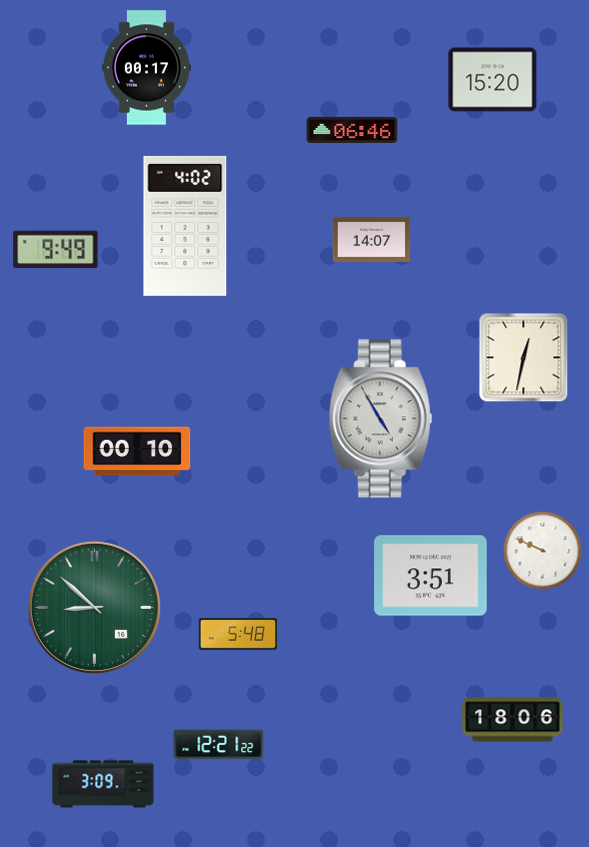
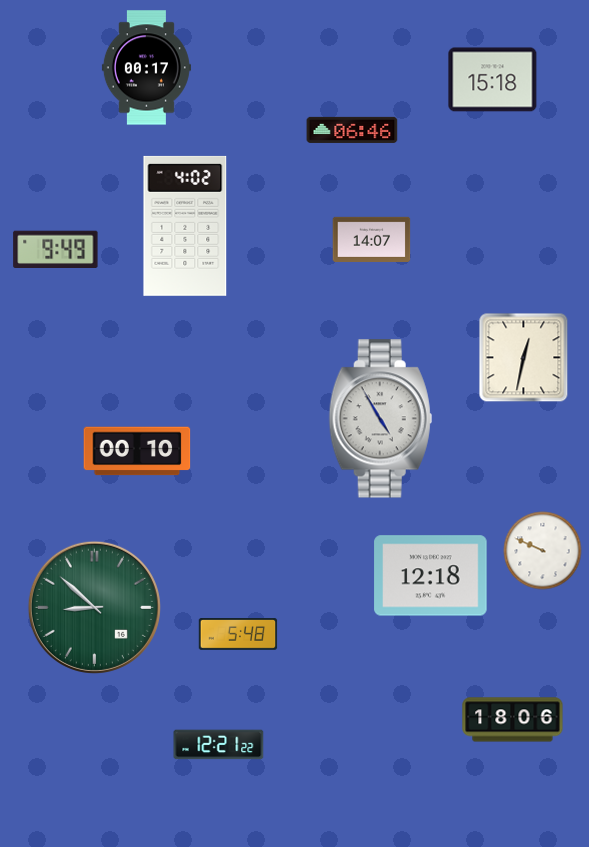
clock at (493, 80): 15:20 -> 15:18
clock at (431, 576): 3:51 -> 12:18
clock at (103, 784): 3:09 -> none
